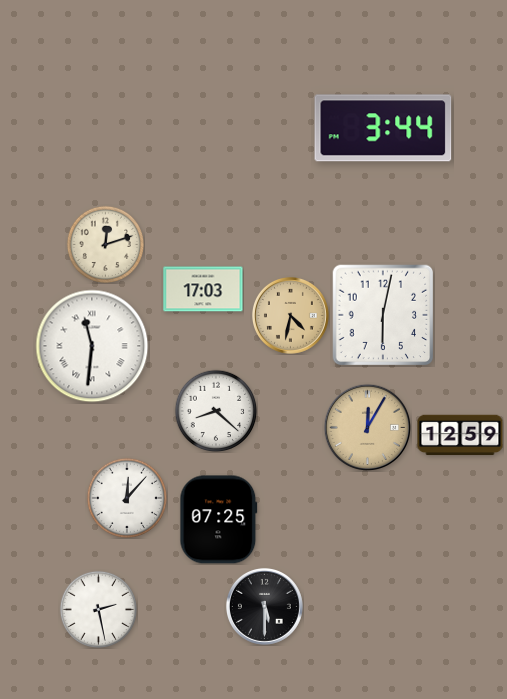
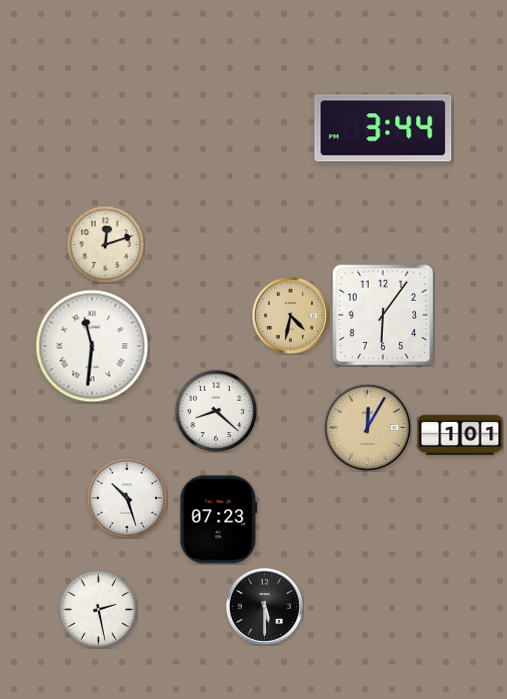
clock at (203, 289): 17:03 -> none
clock at (383, 315): 6:02 -> 6:06
clock at (460, 435): 12:59 -> 1:01
clock at (127, 498): 12:07 -> 10:27
clock at (219, 520): 07:25 -> 07:23
